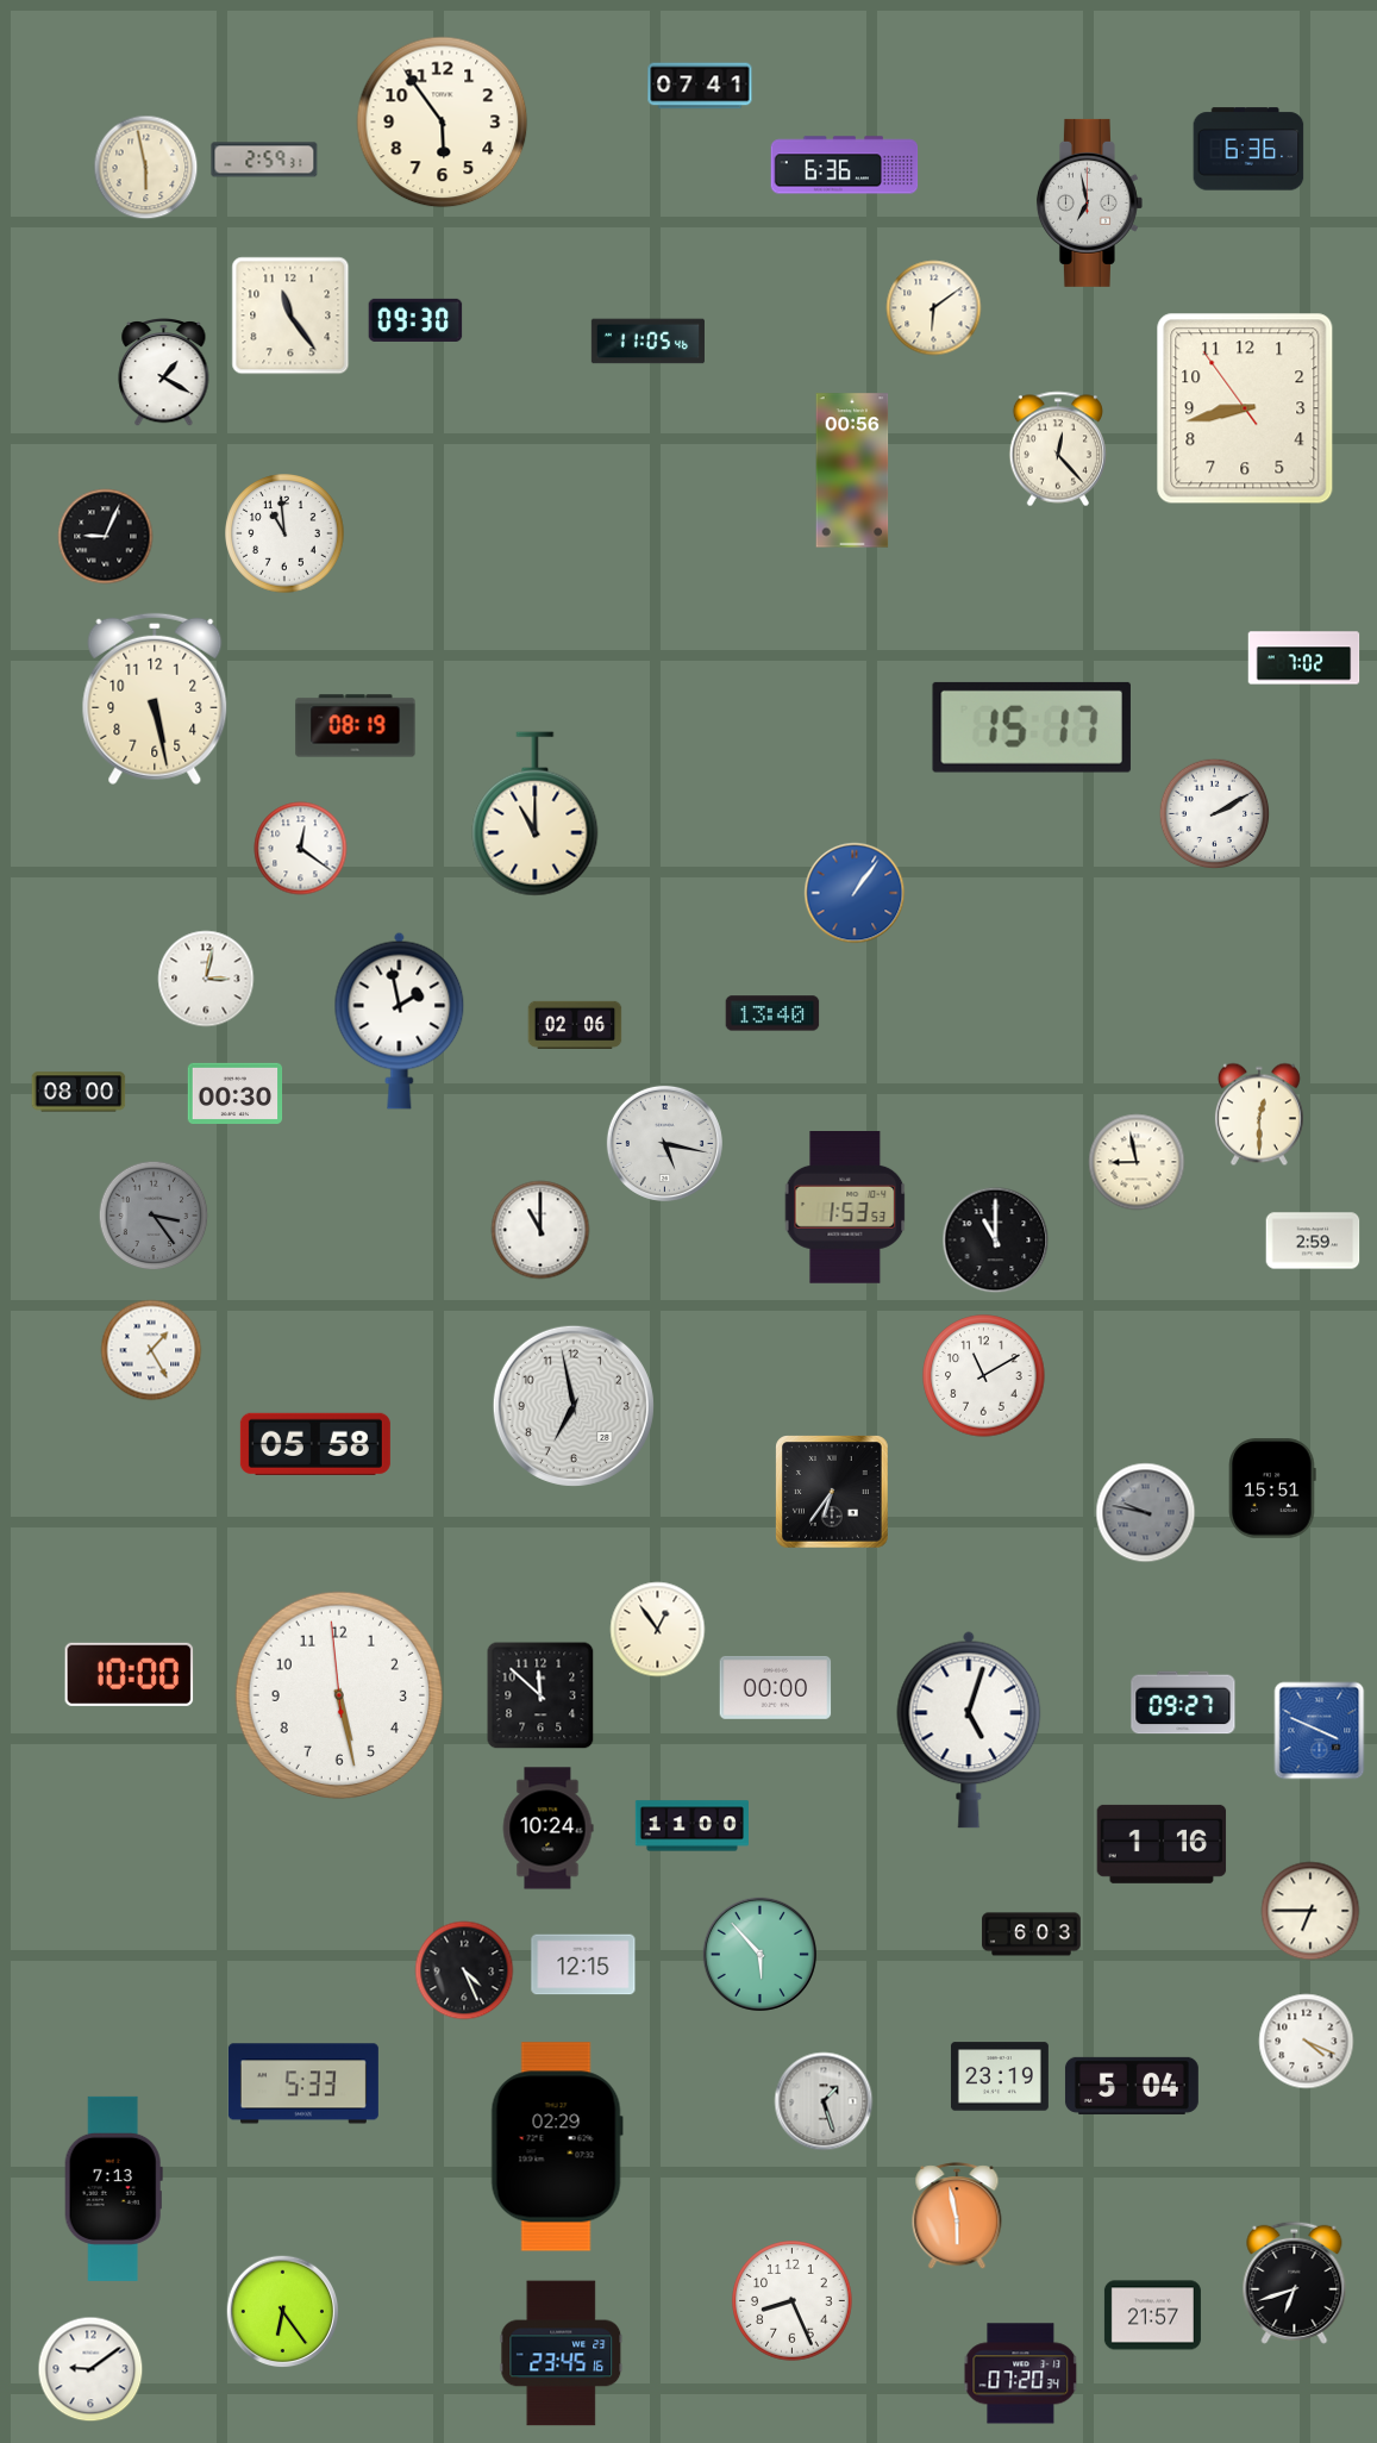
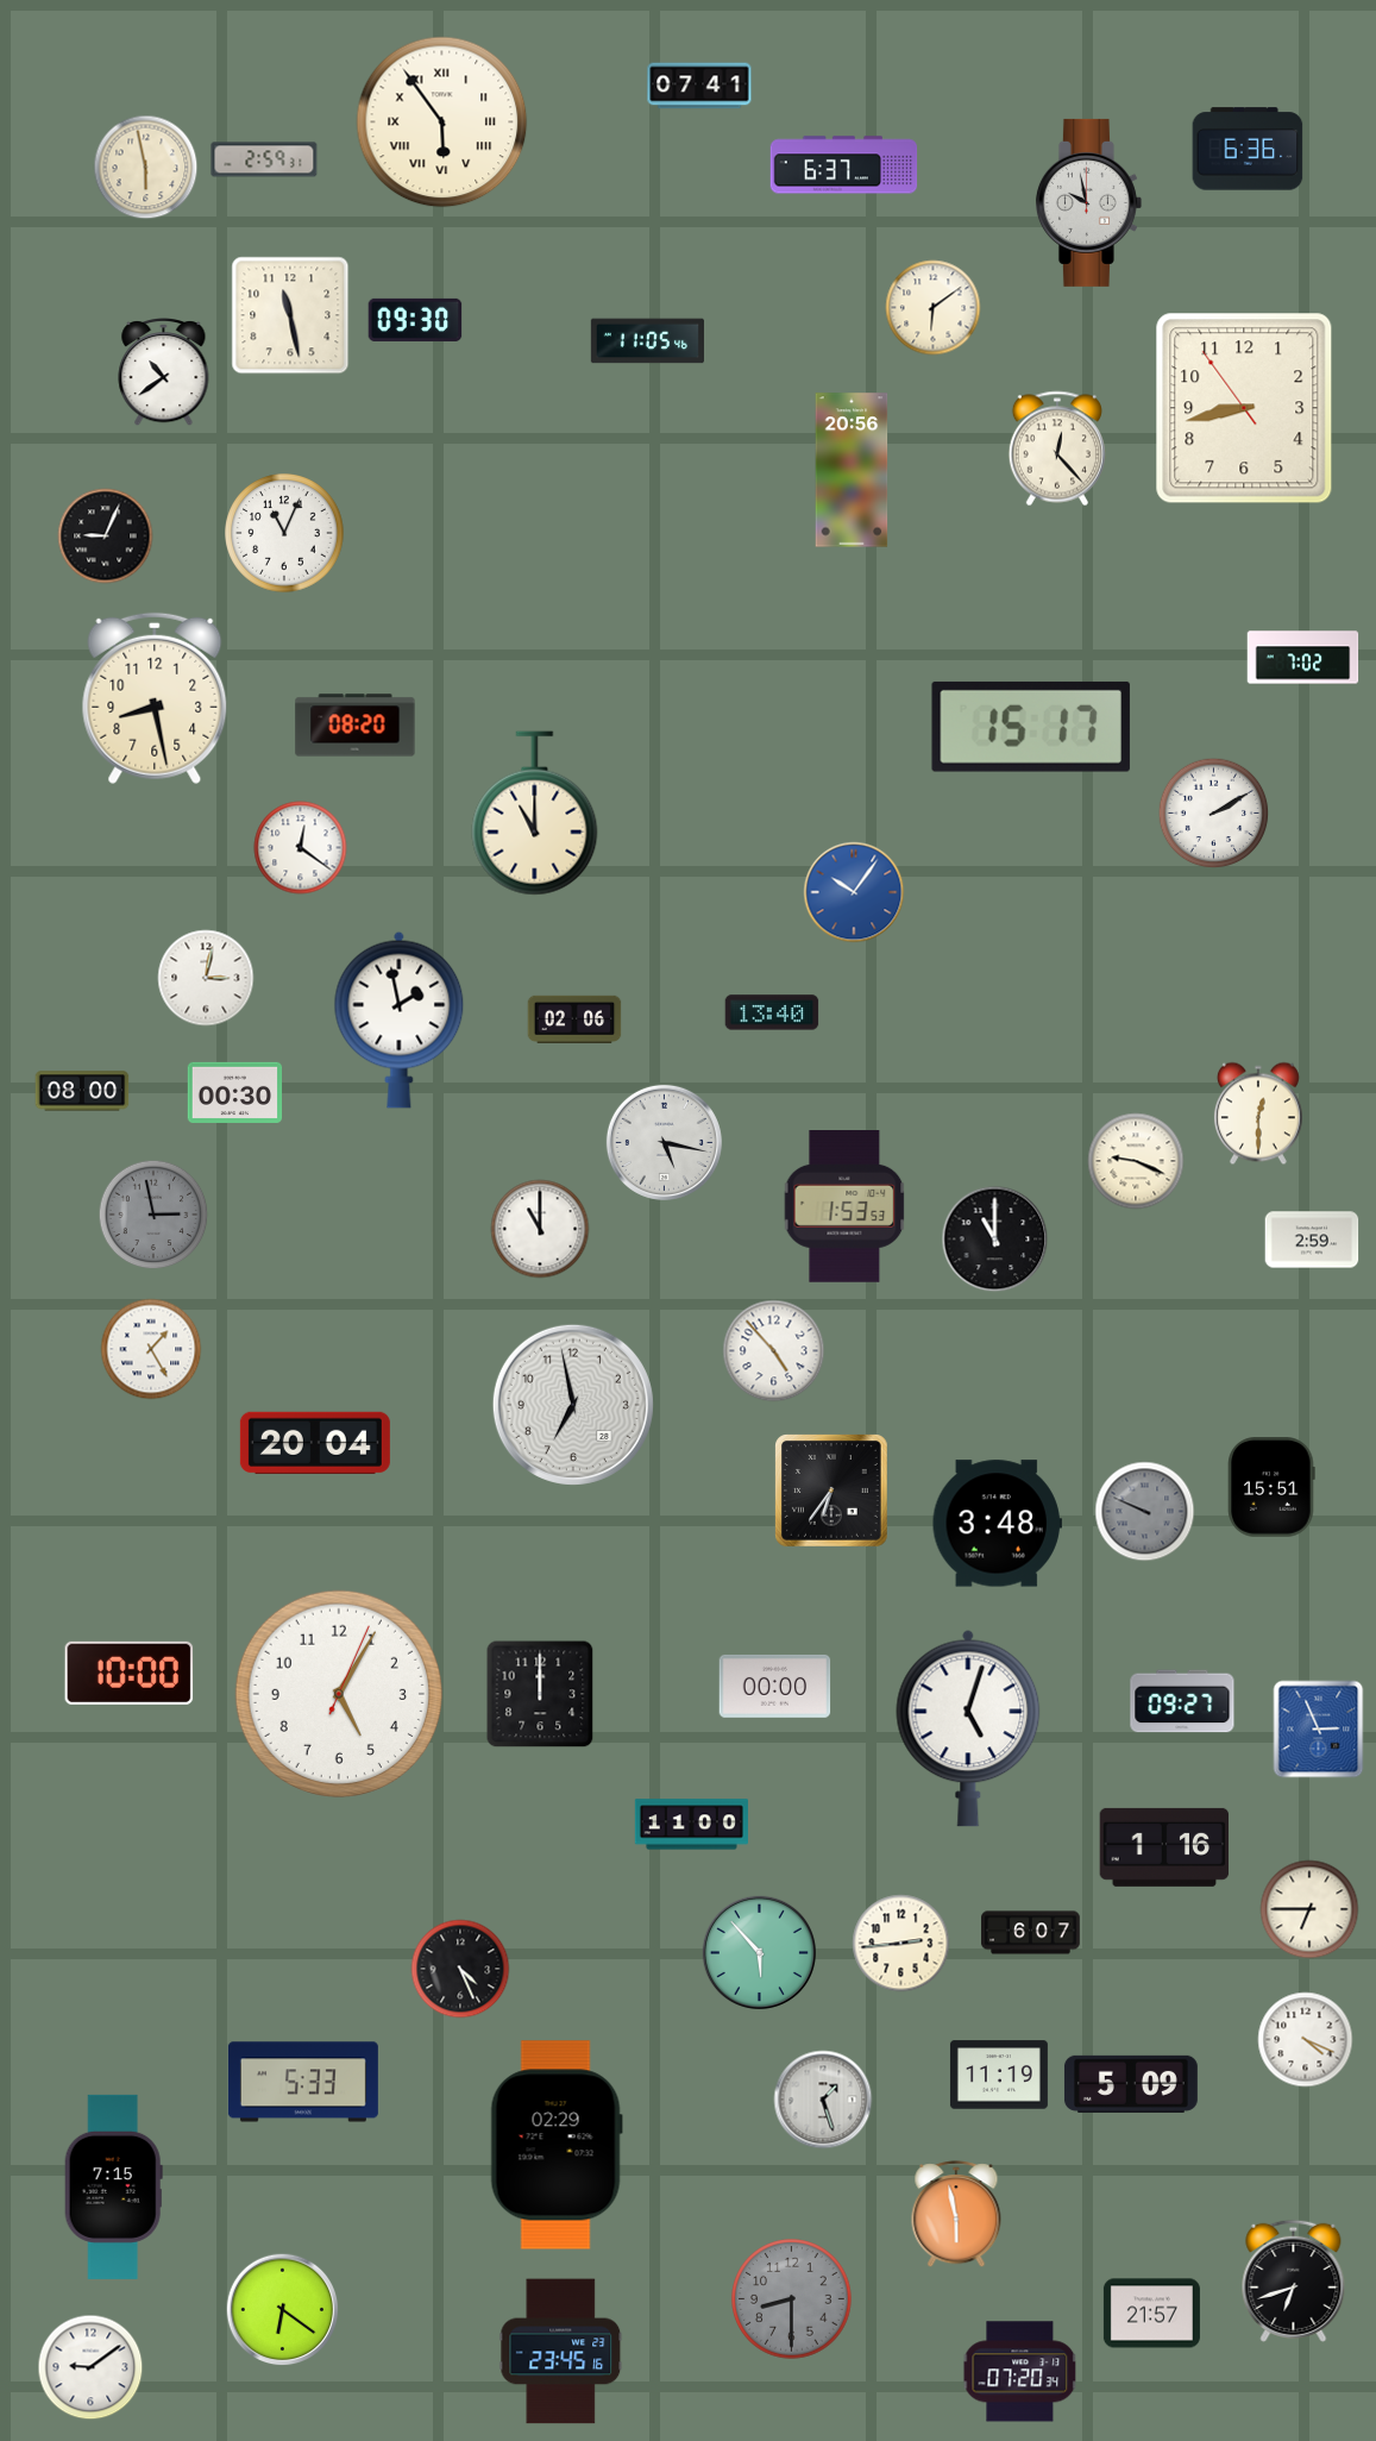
clock at (443, 123) numerals: Arabic -> Roman
clock at (845, 165): 6:36 -> 6:37
clock at (1089, 202): 6:58 -> 9:58
clock at (290, 315): 11:24 -> 11:28
clock at (164, 373): 1:20 -> 10:39
clock at (852, 470): 00:56 -> 20:56
clock at (284, 533): 10:59 -> 11:04
clock at (155, 699): 5:28 -> 8:28
clock at (356, 726): 08:19 -> 08:20
clock at (855, 893): 1:06 -> 10:06
clock at (575, 1025) position: (575, 1025) -> (574, 1019)
clock at (79, 1092) position: (79, 1092) -> (82, 1091)
clock at (1137, 1162): 8:58 -> 9:19
clock at (154, 1216): 3:24 -> 2:58
clock at (774, 1351): none -> 4:53
clock at (984, 1376): 11:10 -> none
clock at (315, 1444): 05:58 -> 20:04
clock at (1146, 1513): 9:47 -> 9:49
clock at (997, 1524): none -> 3:48
clock at (658, 1630): 12:54 -> none
clock at (339, 1695): 5:27 -> 5:05
clock at (540, 1695): 11:52 -> 12:00
clock at (1320, 1731): 3:49 -> 2:56
clock at (547, 1829): 10:24 -> none
clock at (1162, 1844) position: (1162, 1844) -> (1164, 1847)
clock at (1032, 1935): 6:03 -> 6:07
clock at (901, 1944): none -> 2:44
clock at (583, 1964): 12:15 -> none
clock at (464, 1970) position: (464, 1970) -> (460, 1969)
clock at (1000, 2076): 23:19 -> 11:19
clock at (1132, 2086): 5:04 -> 5:09
clock at (113, 2188): 7:13 -> 7:15
clock at (793, 2301): 8:26 -> 8:30
clock at (793, 2301) dial: white -> grey
clock at (283, 2312): 6:24 -> 6:21
